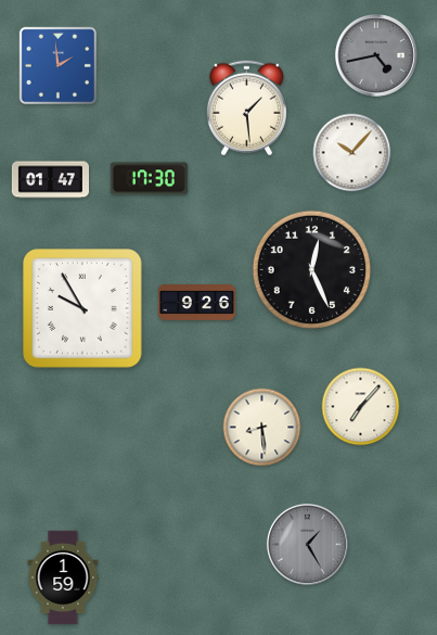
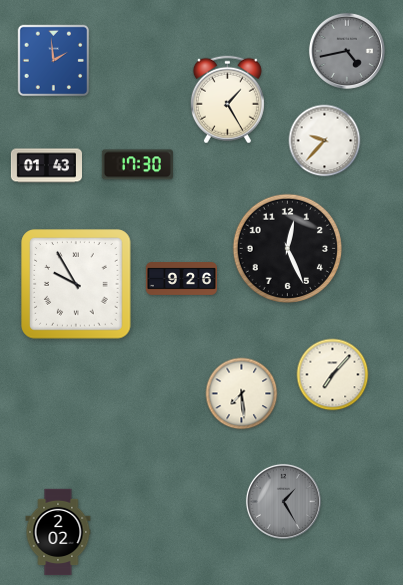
clock at (246, 109): 1:29 -> 1:25
clock at (352, 153): 10:07 -> 9:37
clock at (50, 180): 01:47 -> 01:43
clock at (262, 428): 8:29 -> 7:29
clock at (63, 577): 1:59 -> 2:02
